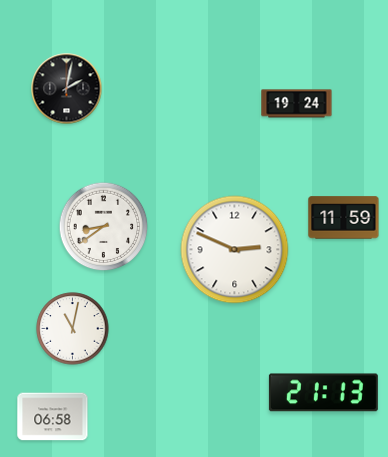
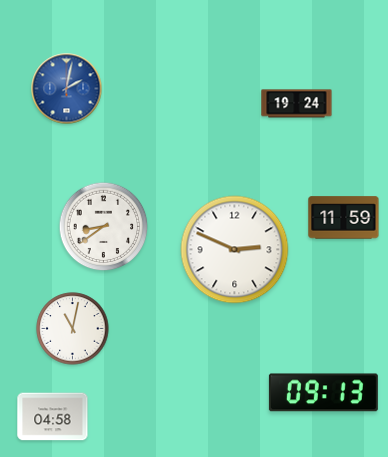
clock at (67, 89) dial: black -> blue
clock at (323, 393): 21:13 -> 09:13
clock at (53, 417): 06:58 -> 04:58
